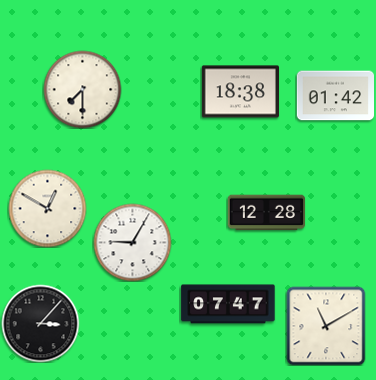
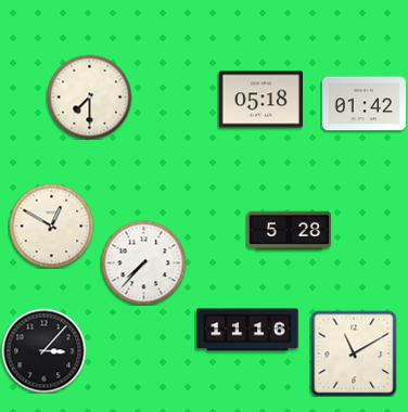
clock at (240, 92): 18:38 -> 05:18
clock at (266, 213): 12:28 -> 5:28
clock at (132, 242): 9:05 -> 7:37
clock at (228, 304): 07:47 -> 11:16
